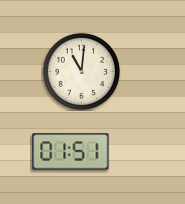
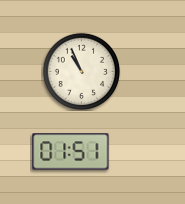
clock at (81, 71): 11:01 -> 10:56
